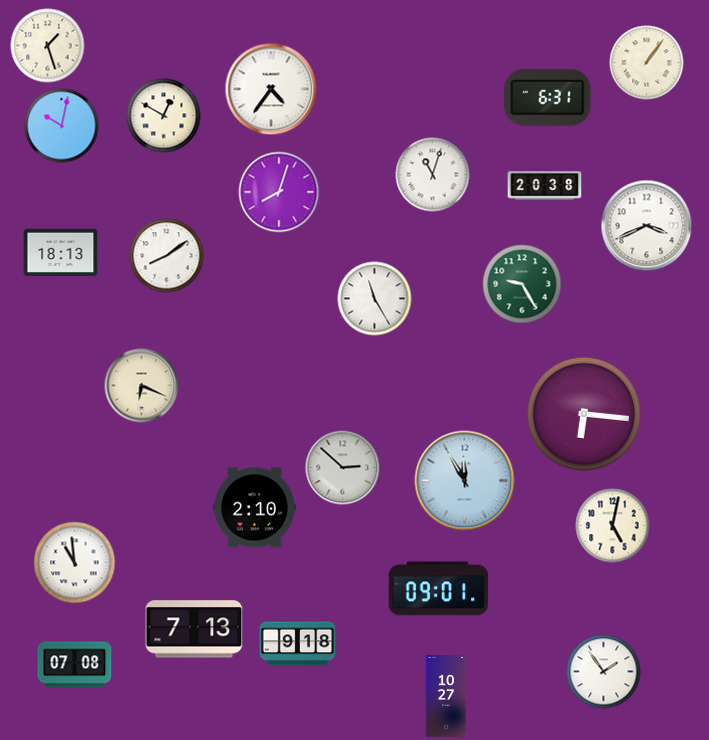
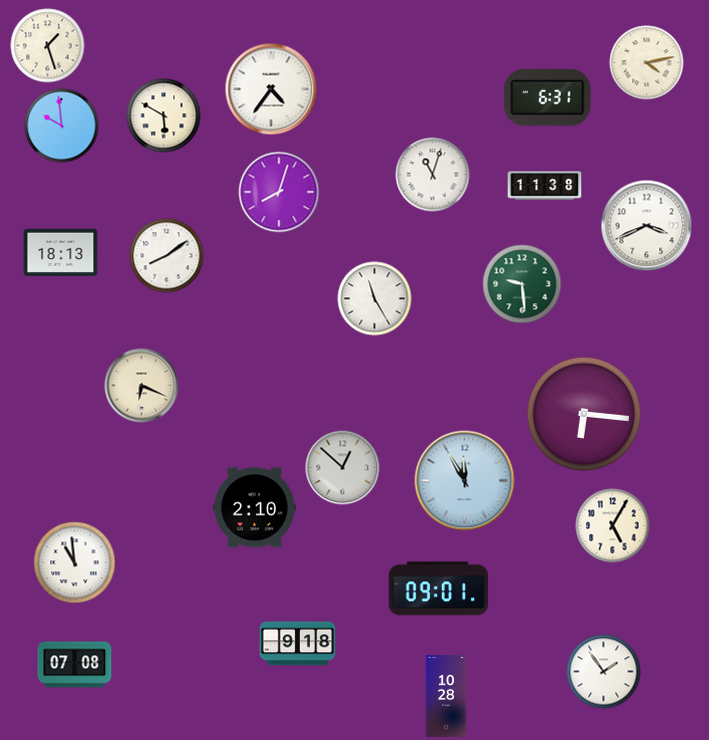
clock at (647, 63): 1:06 -> 4:13
clock at (164, 116): 12:50 -> 5:50
clock at (62, 126): 10:02 -> 9:59
clock at (545, 186): 20:38 -> 11:38
clock at (522, 284): 9:25 -> 9:29
clock at (343, 468): 2:52 -> 12:52
clock at (613, 526): 5:02 -> 5:05
clock at (194, 629): 7:13 -> none
clock at (446, 696): 10:27 -> 10:28
